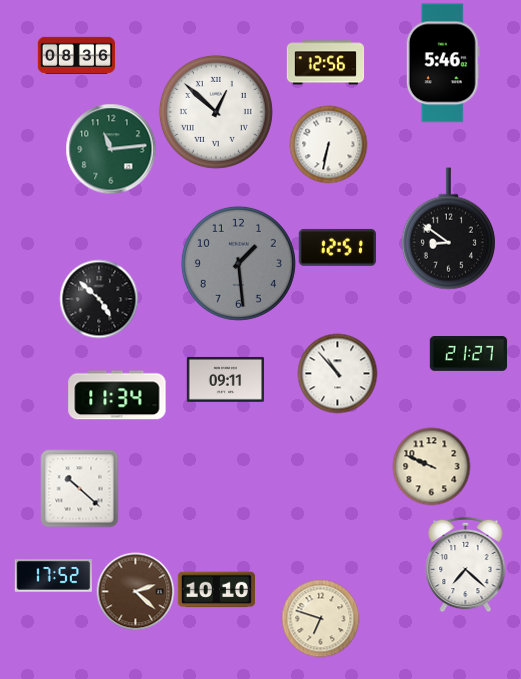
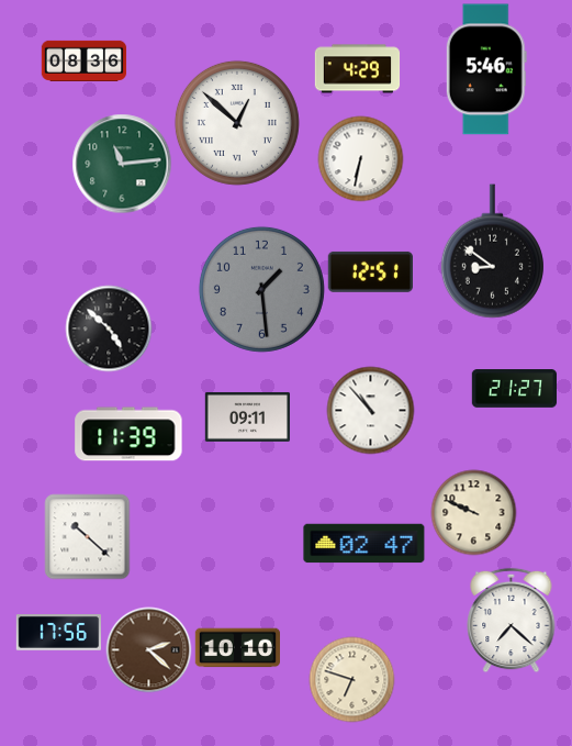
clock at (325, 63): 12:56 -> 4:29
clock at (117, 395): 11:34 -> 11:39
clock at (364, 544): none -> 02:47
clock at (53, 576): 17:52 -> 17:56
